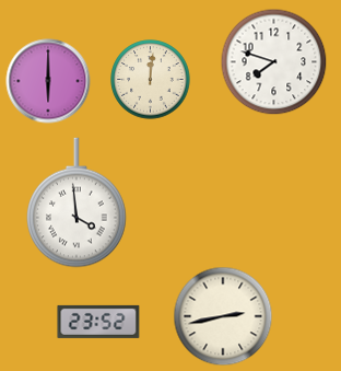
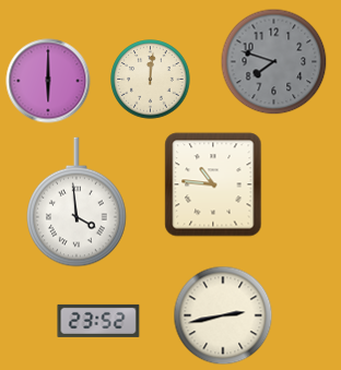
clock at (274, 62) dial: white -> grey
clock at (213, 184): none -> 10:46
